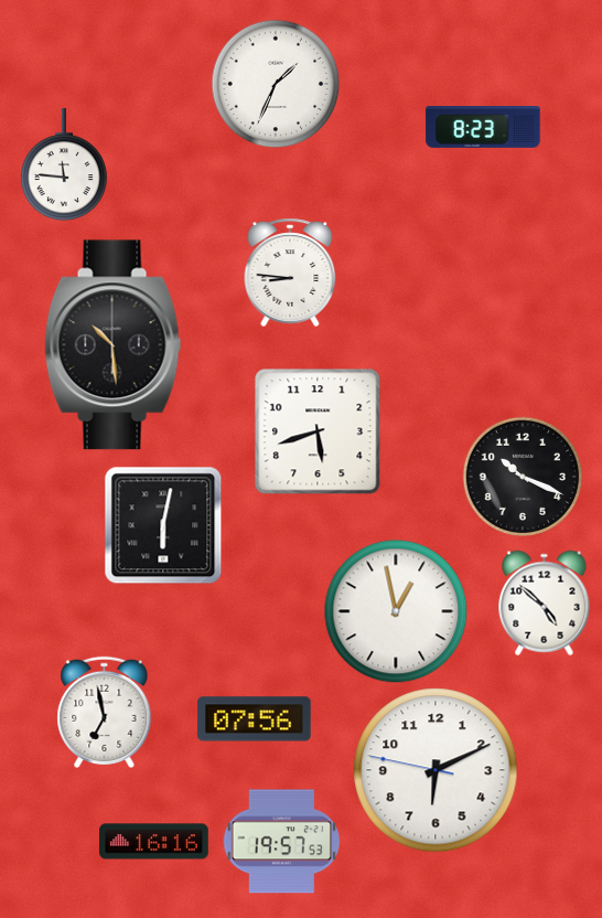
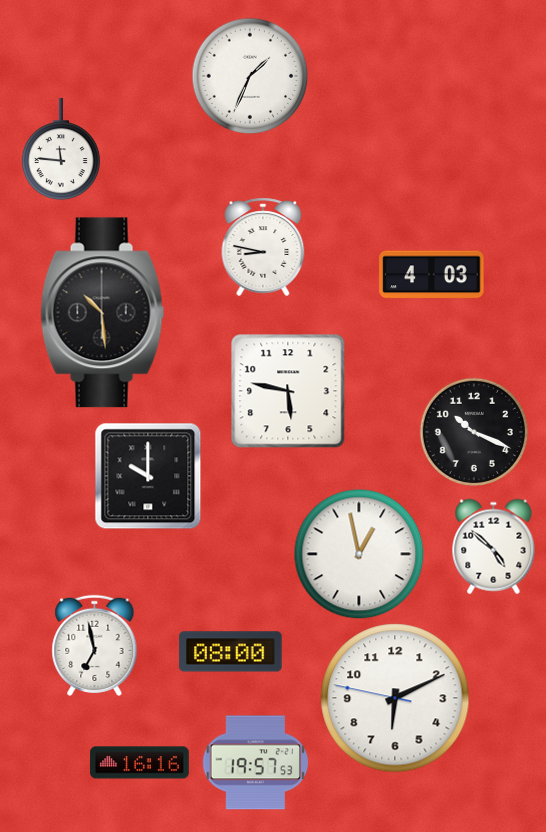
clock at (483, 128): 8:23 -> none
clock at (64, 164) position: (64, 164) -> (61, 149)
clock at (290, 273): 8:46 -> 8:47
clock at (432, 275): none -> 4:03
clock at (318, 431): 5:42 -> 5:47
clock at (163, 525): 6:02 -> 10:00
clock at (255, 719): 07:56 -> 08:00
